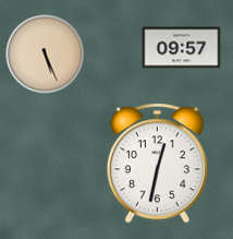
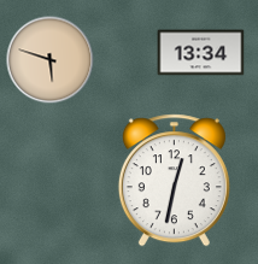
clock at (182, 48): 09:57 -> 13:34
clock at (46, 55): 5:26 -> 5:48
